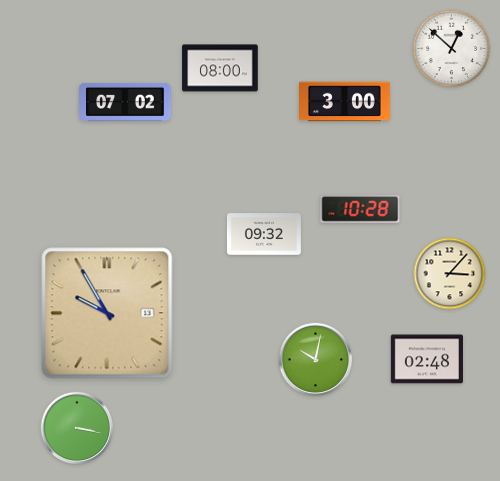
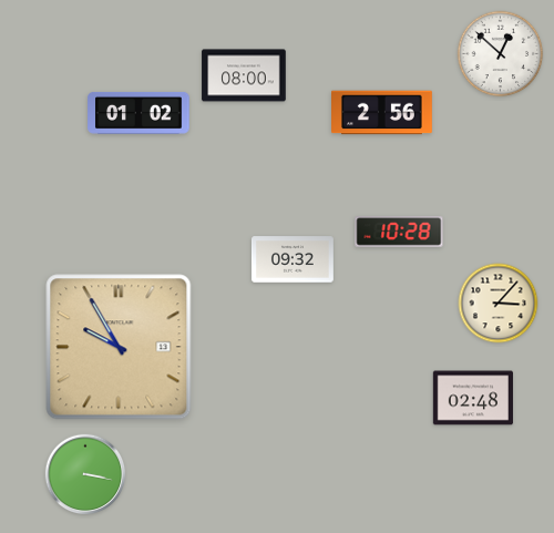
clock at (125, 102): 07:02 -> 01:02
clock at (345, 102): 3:00 -> 2:56
clock at (316, 360): 10:02 -> none
